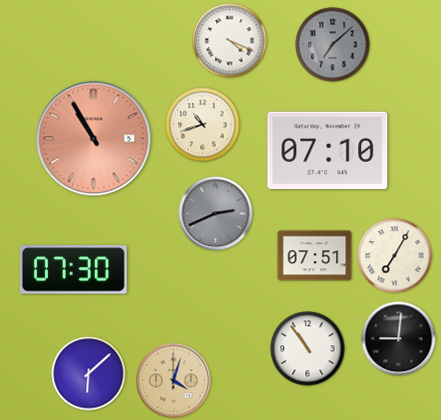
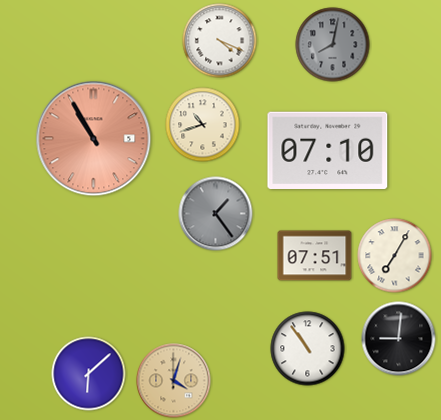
clock at (230, 41) position: (230, 41) -> (220, 41)
clock at (333, 45): 7:08 -> 8:02
clock at (216, 214): 2:41 -> 1:24
clock at (73, 270): 07:30 -> none
